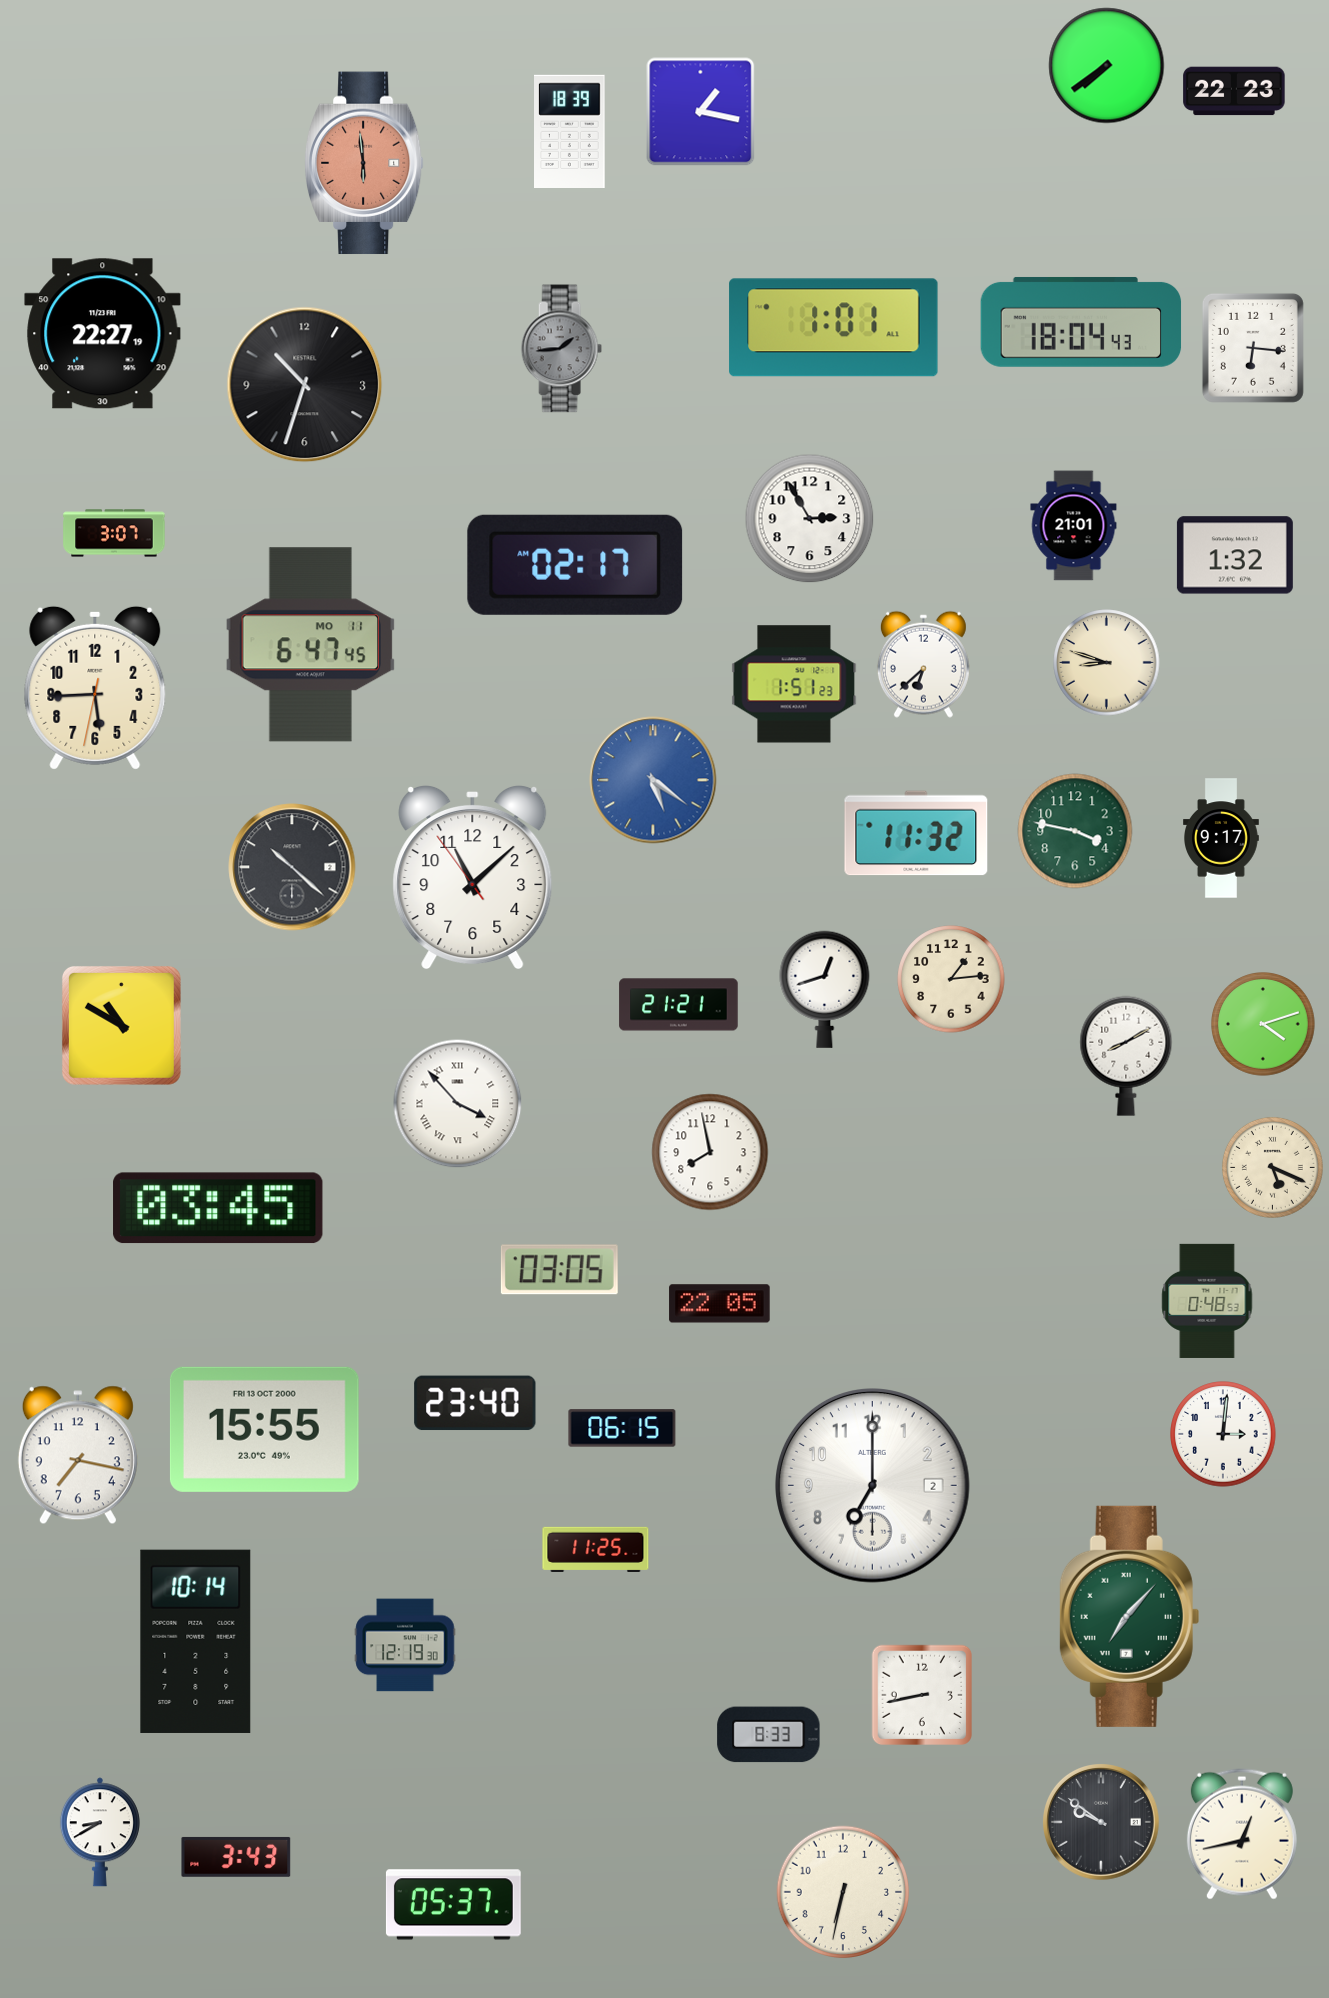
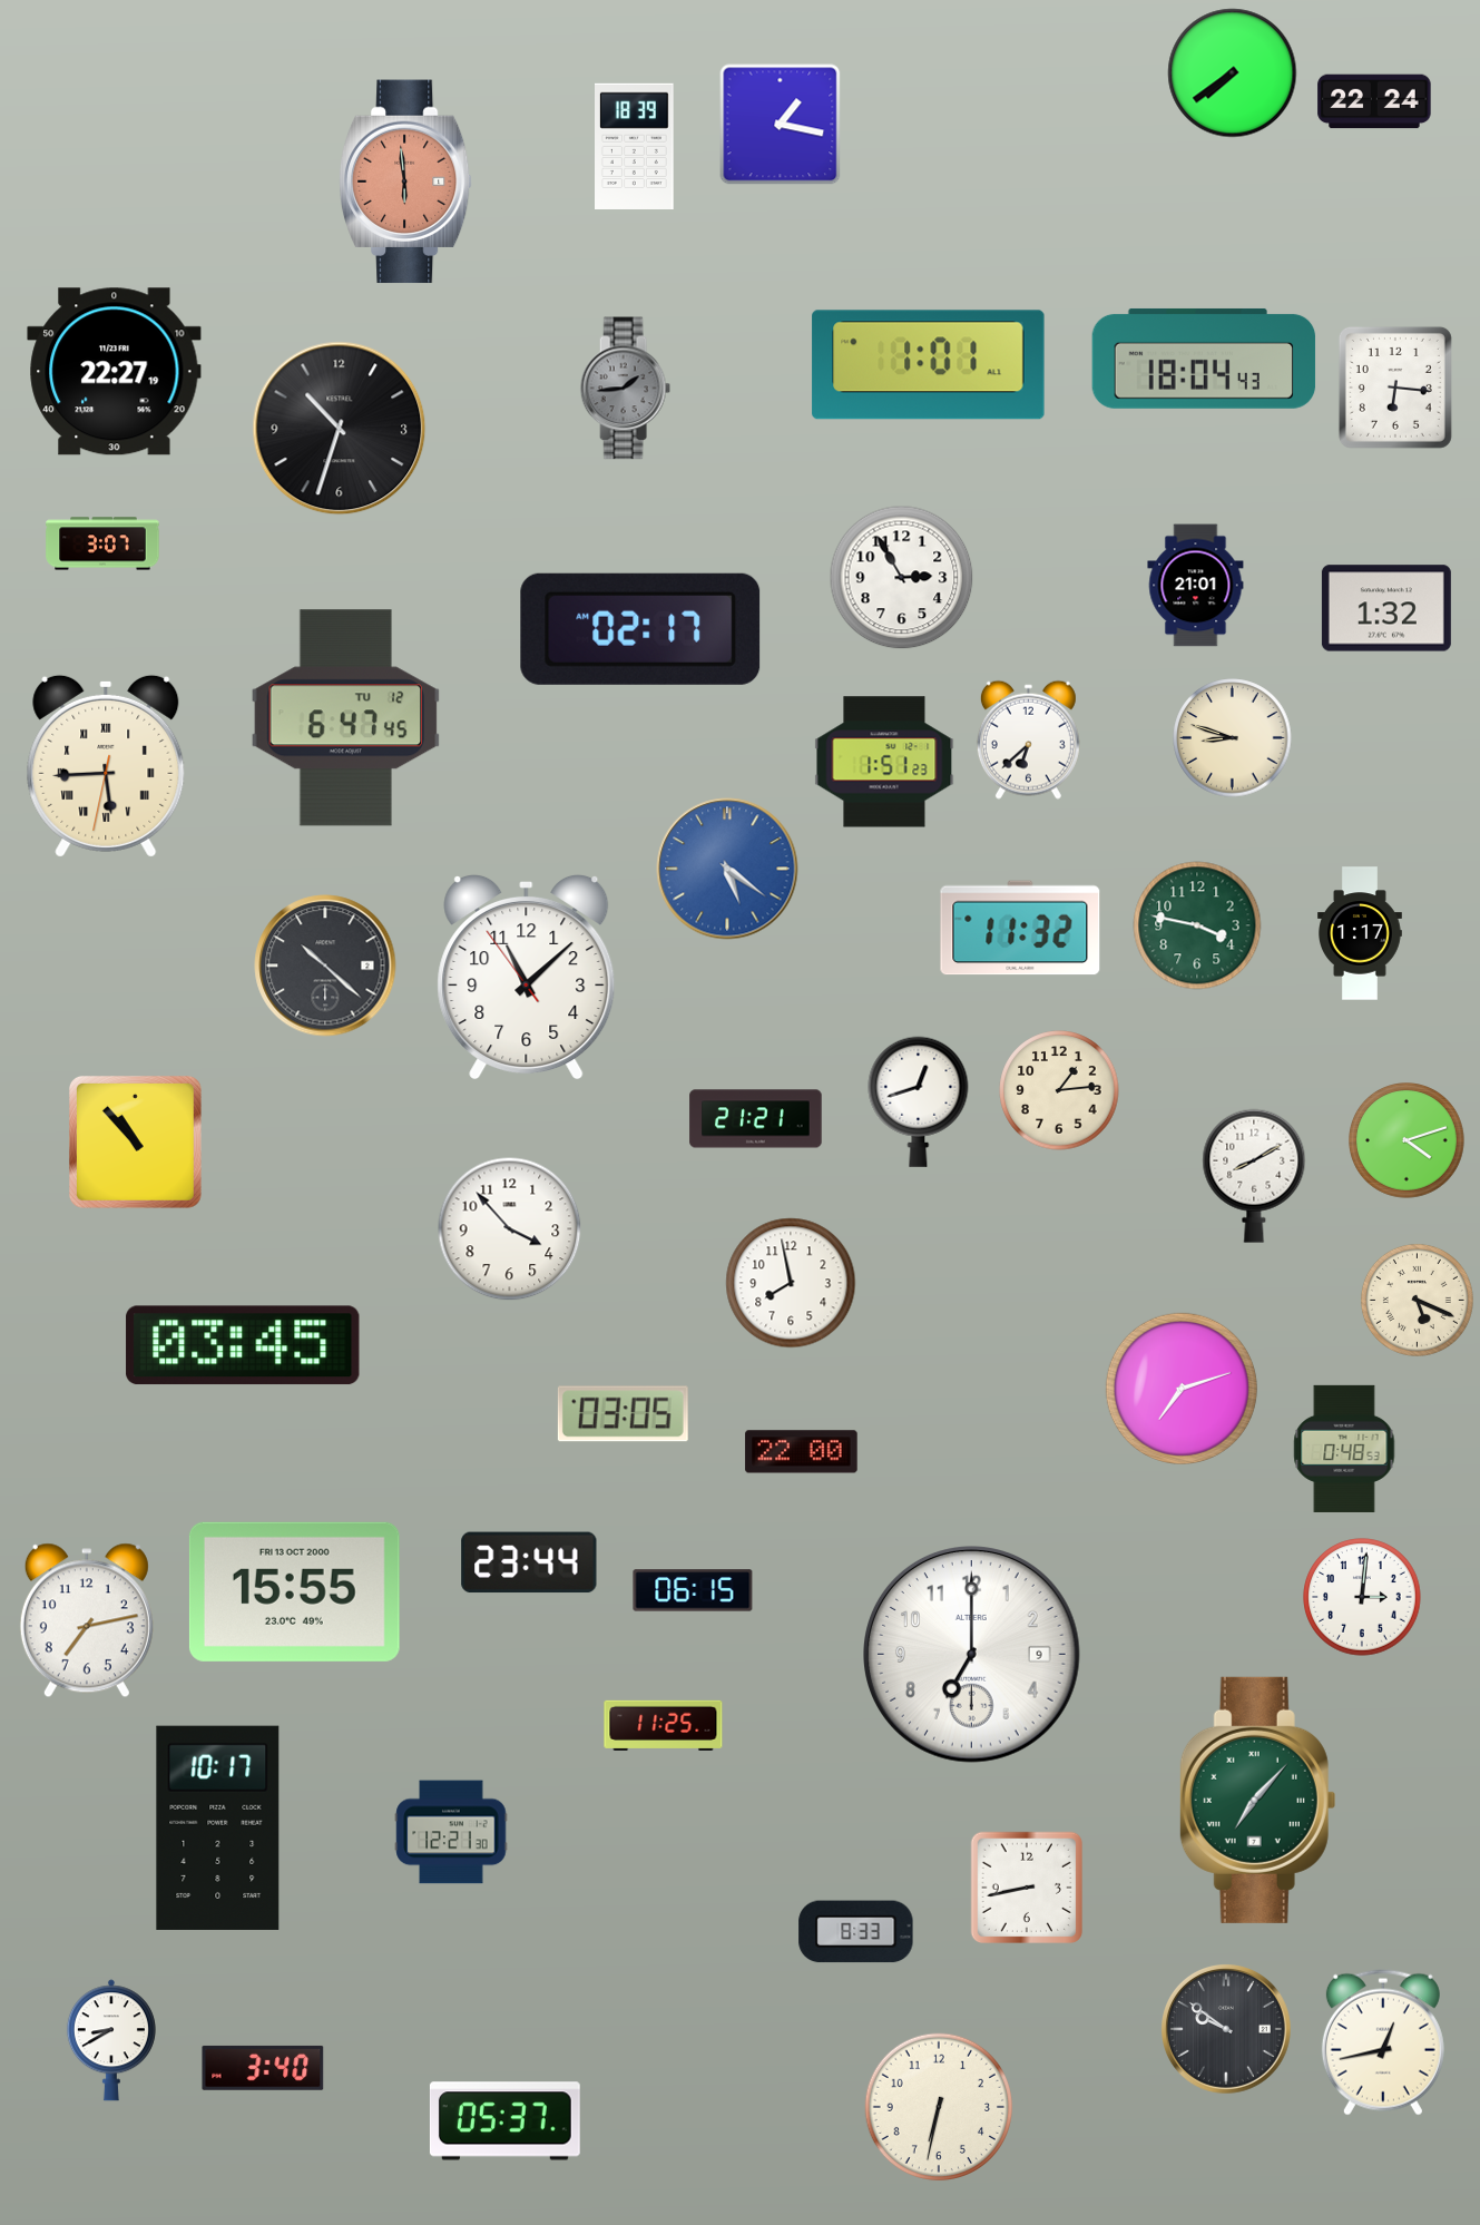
clock at (1234, 91): 22:23 -> 22:24
clock at (114, 533) position: (114, 533) -> (102, 543)
clock at (1235, 555) position: (1235, 555) -> (1386, 608)
clock at (311, 645) date: MO 11 -> TU 12
clock at (95, 688) numerals: Arabic -> Roman
clock at (1222, 838): 9:17 -> 1:17
clock at (121, 1025): 10:50 -> 10:53
clock at (458, 1104) numerals: Roman -> Arabic
clock at (1182, 1389): none -> 7:12
clock at (720, 1304): 22:05 -> 22:00
clock at (475, 1403): 23:40 -> 23:44
clock at (78, 1455): 7:17 -> 7:13
clock at (873, 1486) date: 2 -> 9
clock at (196, 1641): 10:14 -> 10:17
clock at (405, 1645): 12:19 -> 12:21
clock at (236, 1857): 3:43 -> 3:40
